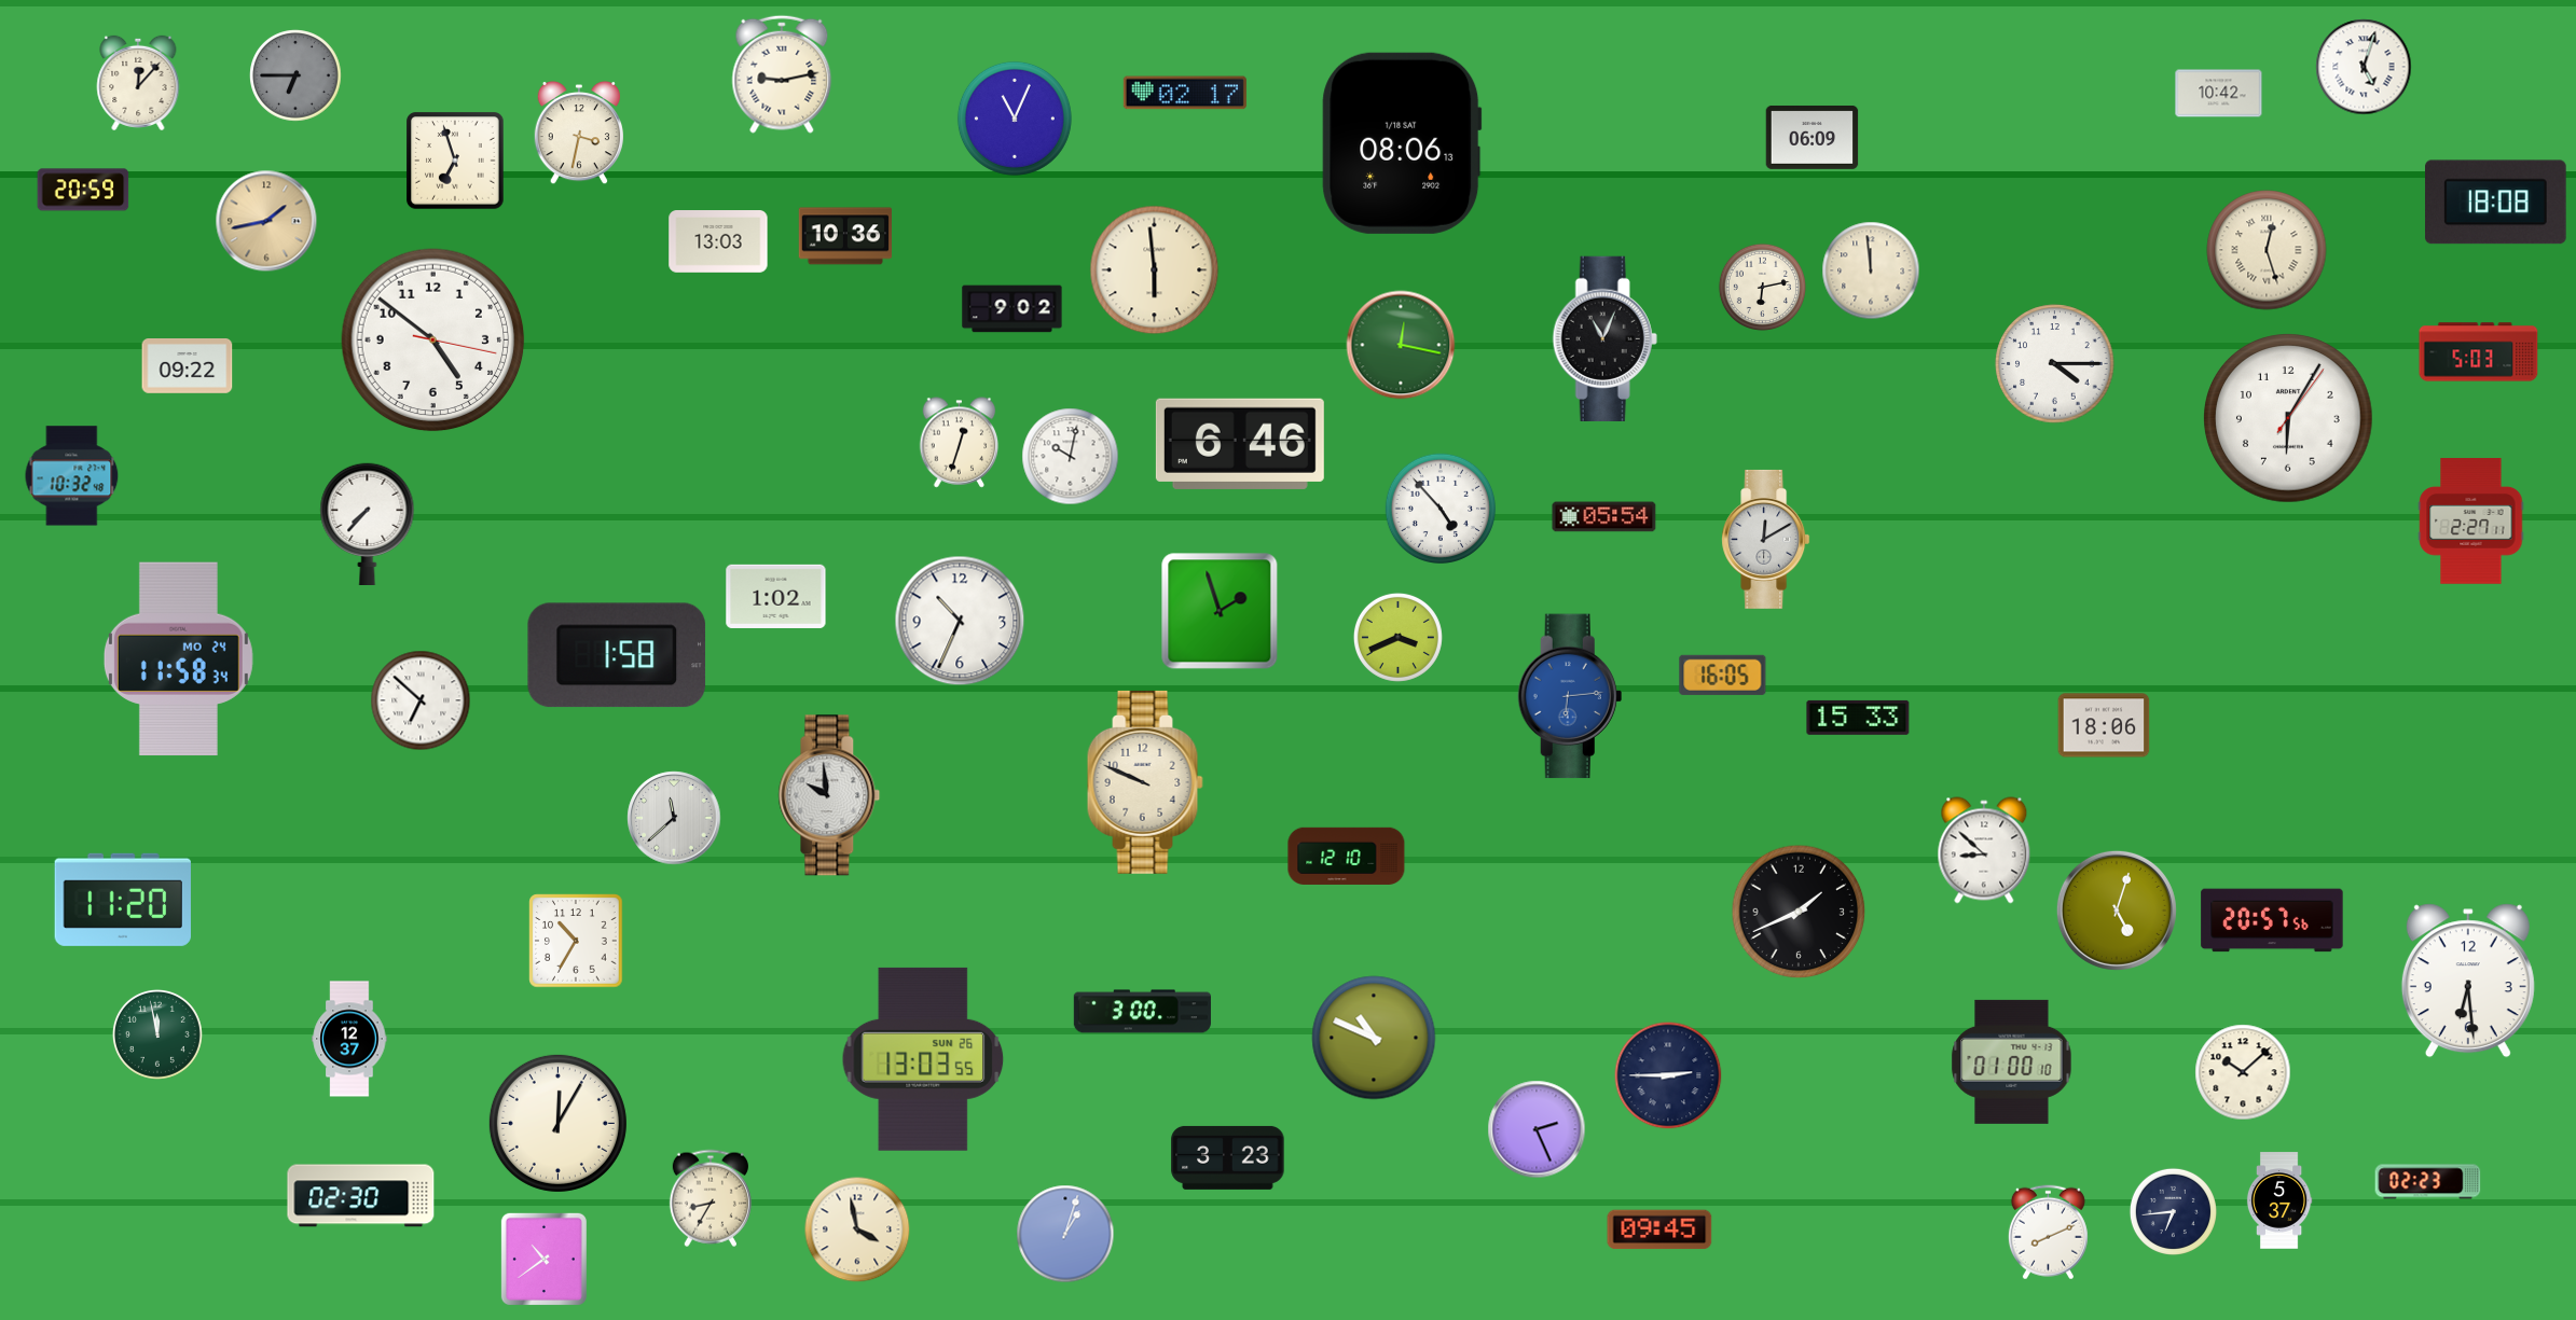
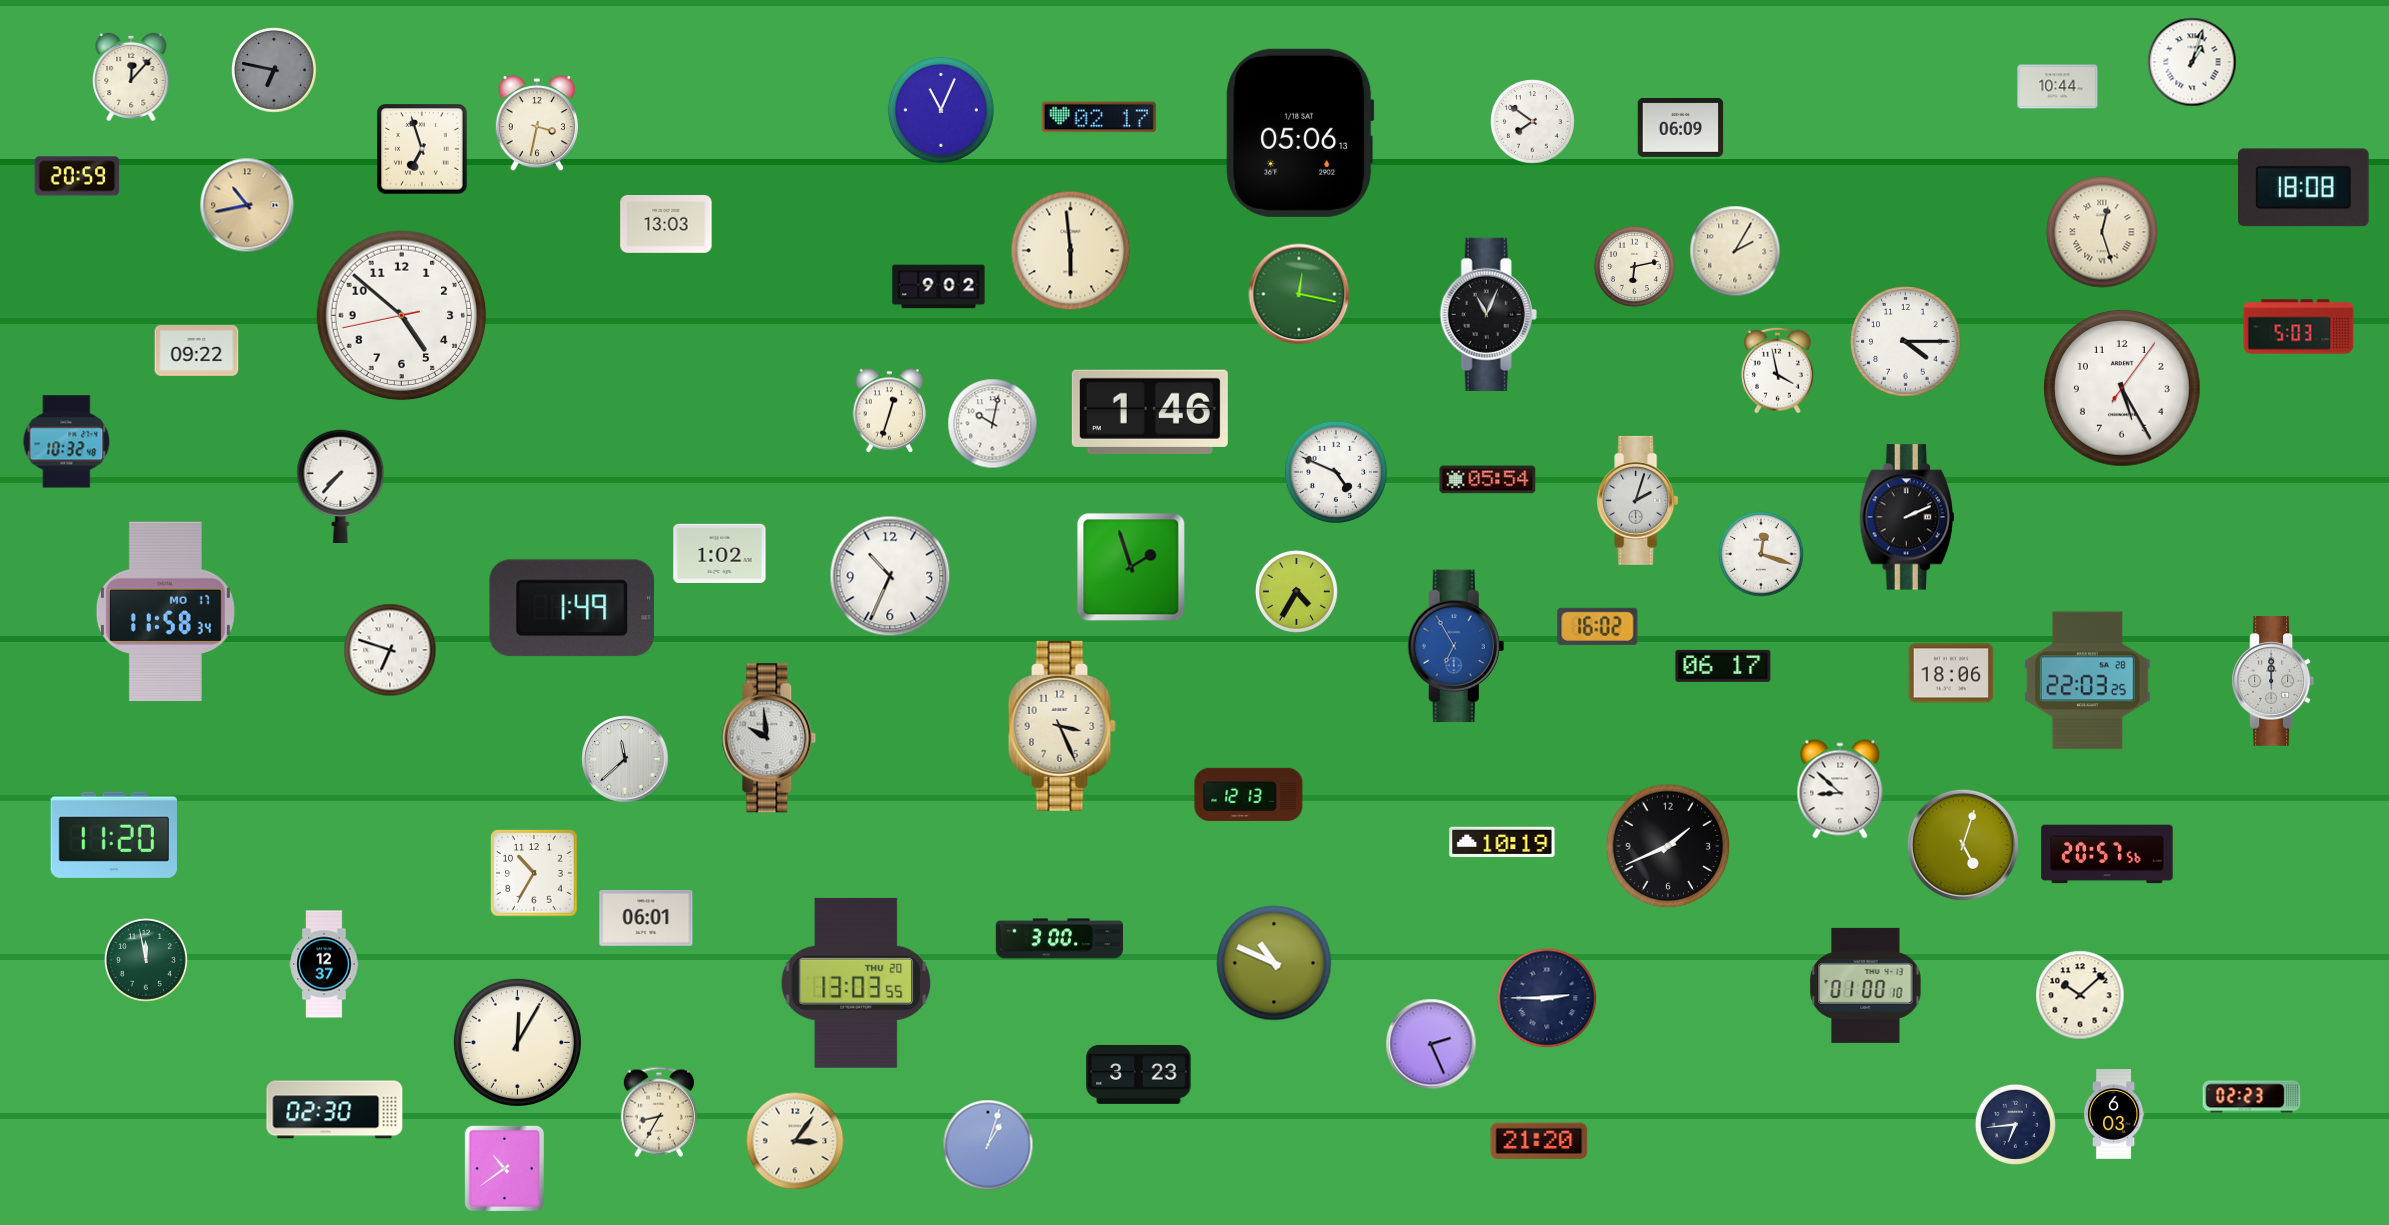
clock at (2364, 67): 5:03 -> 1:03
clock at (782, 74): 9:13 -> none
clock at (295, 75): 6:45 -> 6:47
clock at (138, 83) position: (138, 83) -> (131, 77)
clock at (1185, 93) position: (1185, 93) -> (1099, 117)
clock at (2219, 94): 10:42 -> 10:44
clock at (1533, 122): none -> 7:51
clock at (1402, 143): 08:06 -> 05:06
clock at (2496, 203) position: (2496, 203) -> (2304, 188)
clock at (266, 221): 1:43 -> 10:43
clock at (844, 236): 10:36 -> none
clock at (1871, 270): 11:59 -> 2:05
clock at (433, 341): 4:51:17 -> 4:51:43
clock at (1401, 345) position: (1401, 345) -> (1299, 294)
clock at (2055, 364) position: (2055, 364) -> (1906, 342)
clock at (188, 366) position: (188, 366) -> (197, 351)
clock at (1778, 370): none -> 3:58
clock at (2288, 418): 6:05 -> 5:25
clock at (1240, 444): 6:46 -> 1:46
clock at (1439, 508): 4:53 -> 4:49
clock at (2471, 522): 2:27 -> none
clock at (1766, 539): 12:10 -> 2:03
clock at (1907, 517): none -> 2:11
clock at (1761, 554): none -> 12:18
clock at (1397, 637): 3:41 -> 4:35
clock at (617, 655): 1:58 -> 1:49
clock at (178, 659) date: MO 24 -> MO 17
clock at (1723, 675): 16:05 -> 16:02
clock at (1570, 696): 6:14 -> 6:55
clock at (421, 700): 6:52 -> 6:48
clock at (1858, 718): 15:33 -> 06:17
clock at (2087, 681): none -> 22:03
clock at (2273, 682): none -> 12:00
clock at (1145, 782): 9:49 -> 3:26
clock at (1347, 856): 12:10 -> 12:13
clock at (1502, 842): none -> 10:19
clock at (2468, 981): 6:29 -> none
clock at (646, 918): none -> 06:01
clock at (923, 1059) date: SUN 26 -> THU 20
clock at (1537, 1129) position: (1537, 1129) -> (1431, 1044)
clock at (2279, 1200): 5:37 -> 6:03
clock at (857, 1229): 3:58 -> 3:06
clock at (1659, 1229): 09:45 -> 21:20
clock at (2048, 1233): 8:11 -> none
